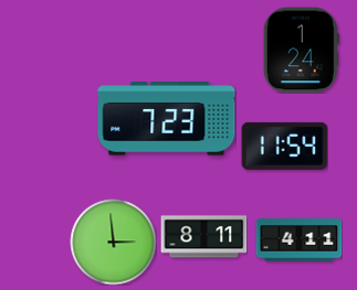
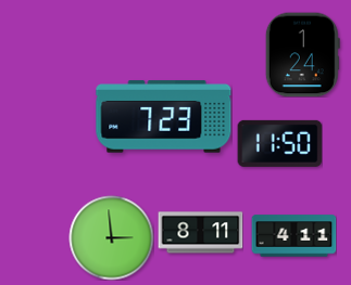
clock at (301, 50) position: (301, 50) -> (302, 54)
clock at (284, 146): 11:54 -> 11:50
